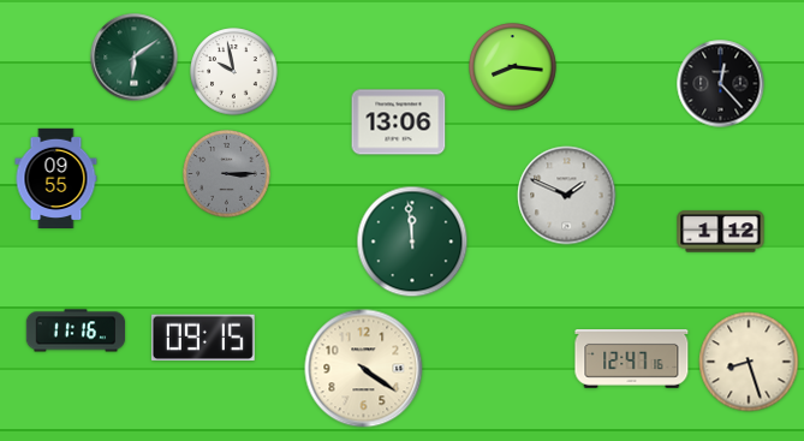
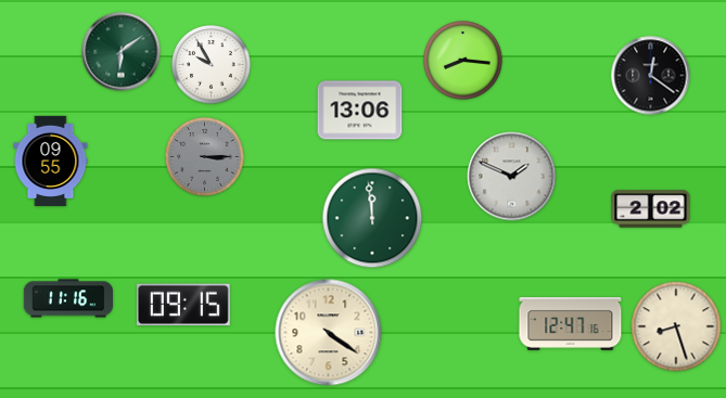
clock at (234, 72): 9:58 -> 9:55
clock at (721, 84): 12:23 -> 12:21
clock at (721, 232): 1:12 -> 2:02
